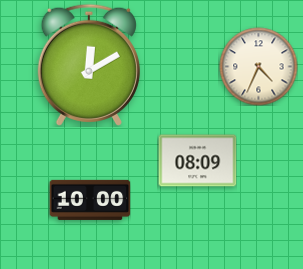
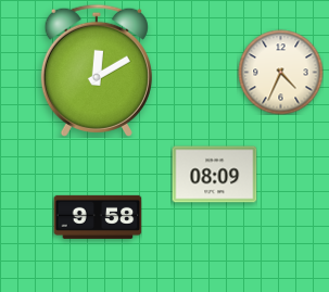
clock at (90, 200): 10:00 -> 9:58
